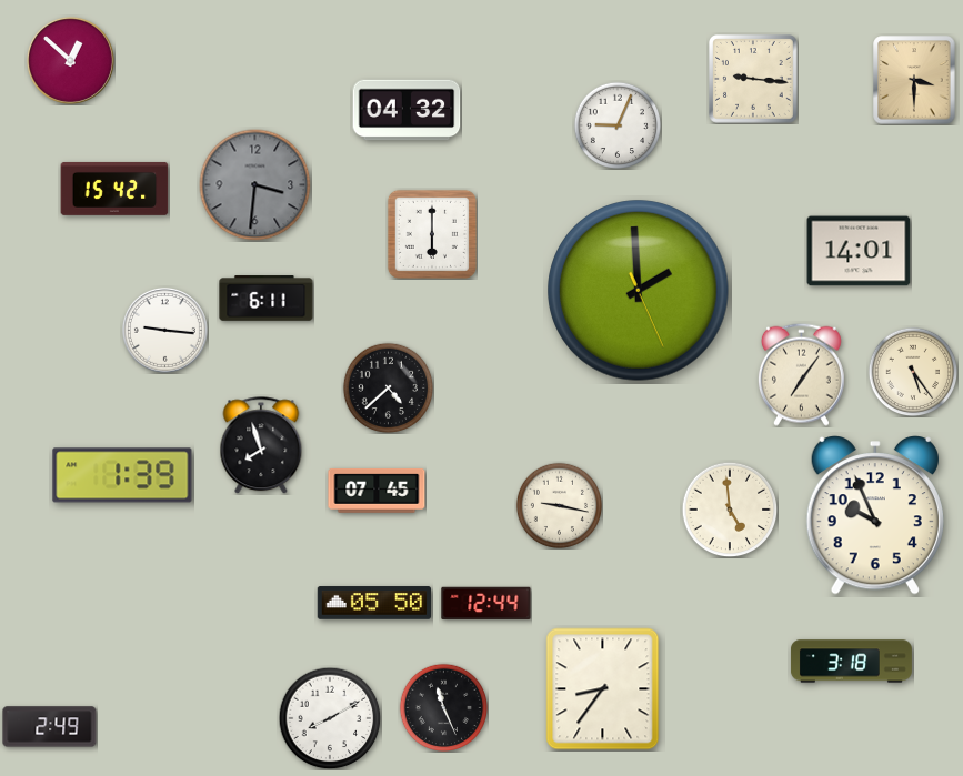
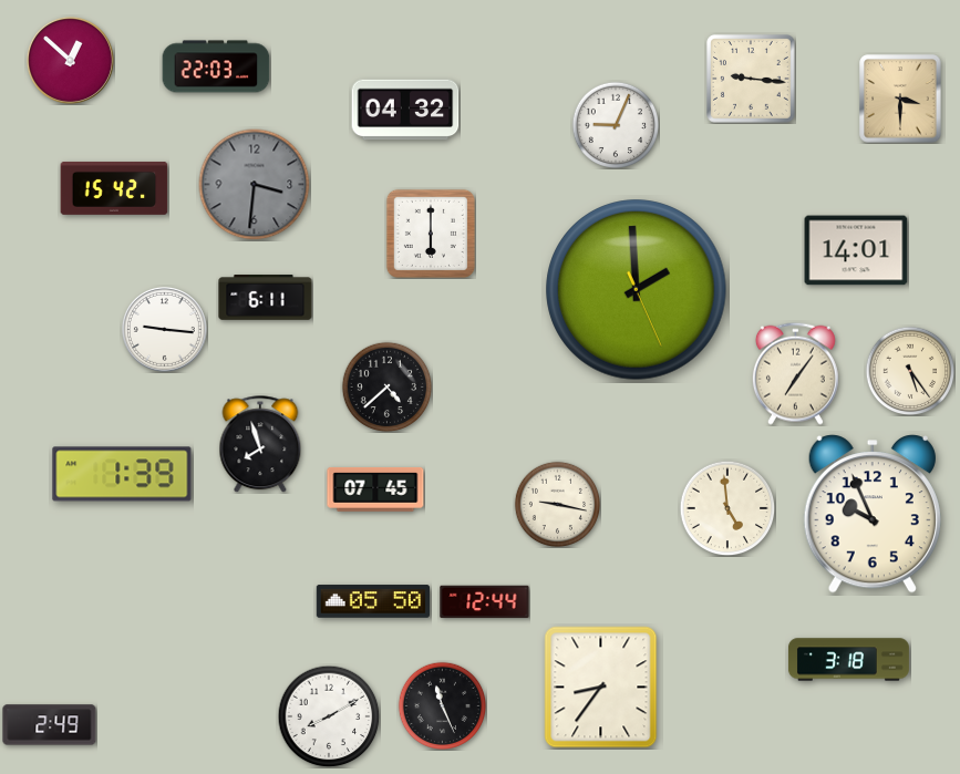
clock at (216, 66): none -> 22:03
clock at (914, 80) position: (914, 80) -> (900, 99)
clock at (801, 374) position: (801, 374) -> (795, 373)
